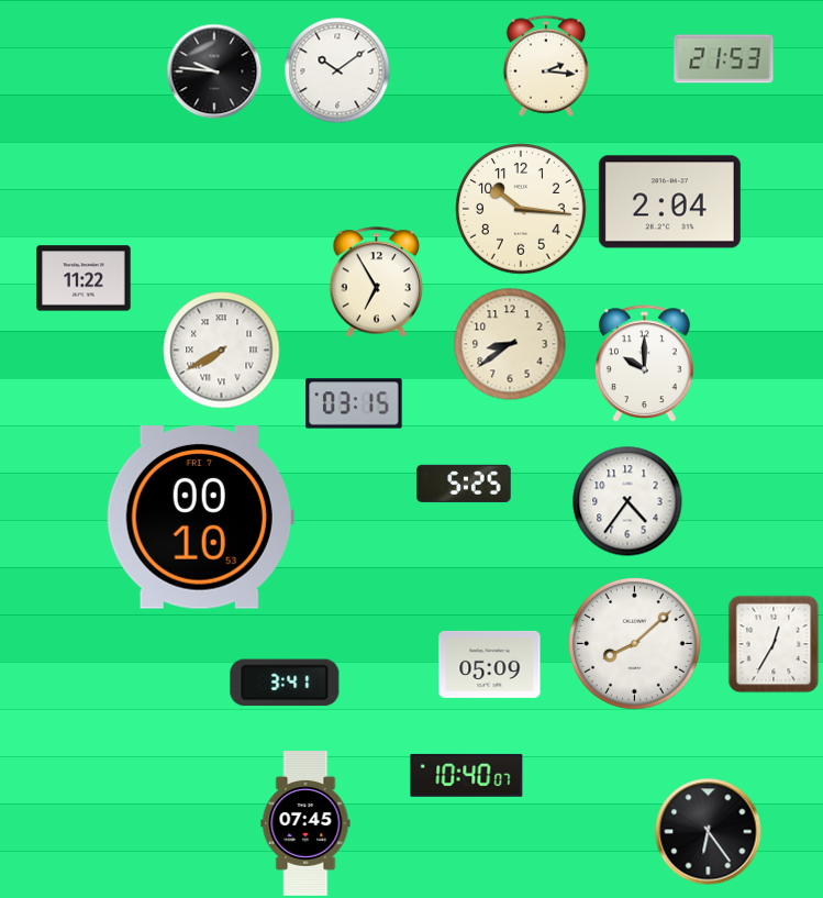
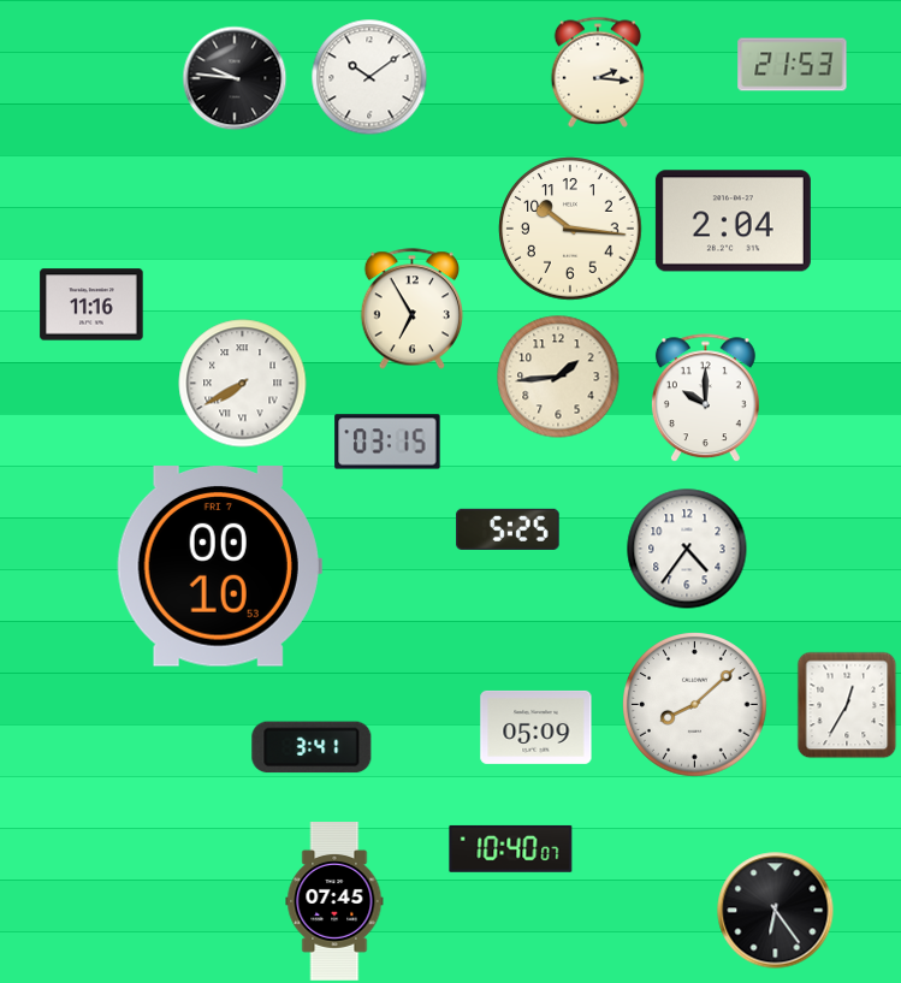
clock at (84, 278): 11:22 -> 11:16
clock at (510, 344): 8:39 -> 1:44
